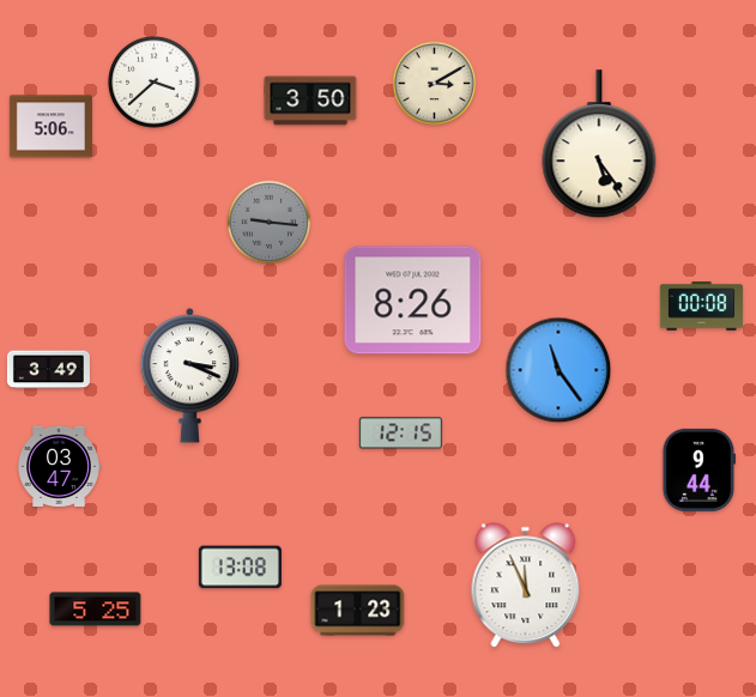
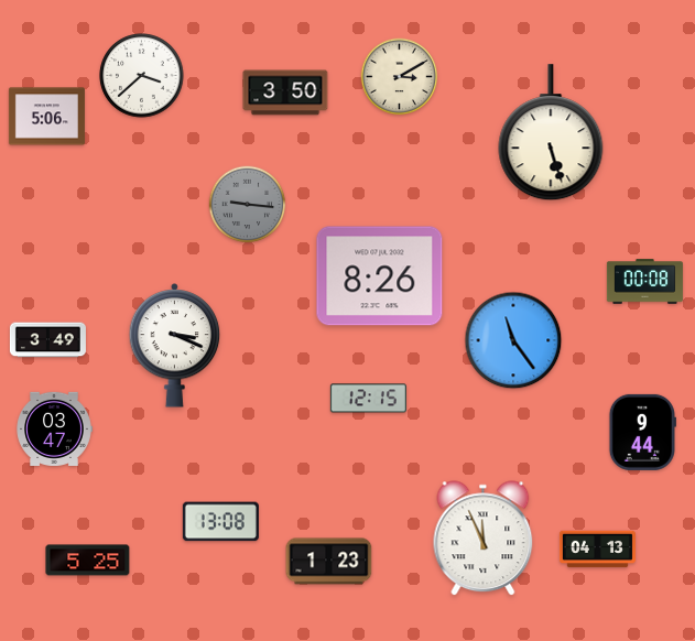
clock at (599, 145): 5:24 -> 5:27
clock at (48, 370) position: (48, 370) -> (47, 340)
clock at (597, 550): none -> 04:13
